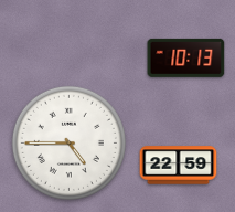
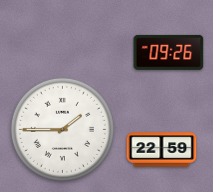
clock at (186, 57): 10:13 -> 09:26
clock at (68, 142): 4:45 -> 1:45
